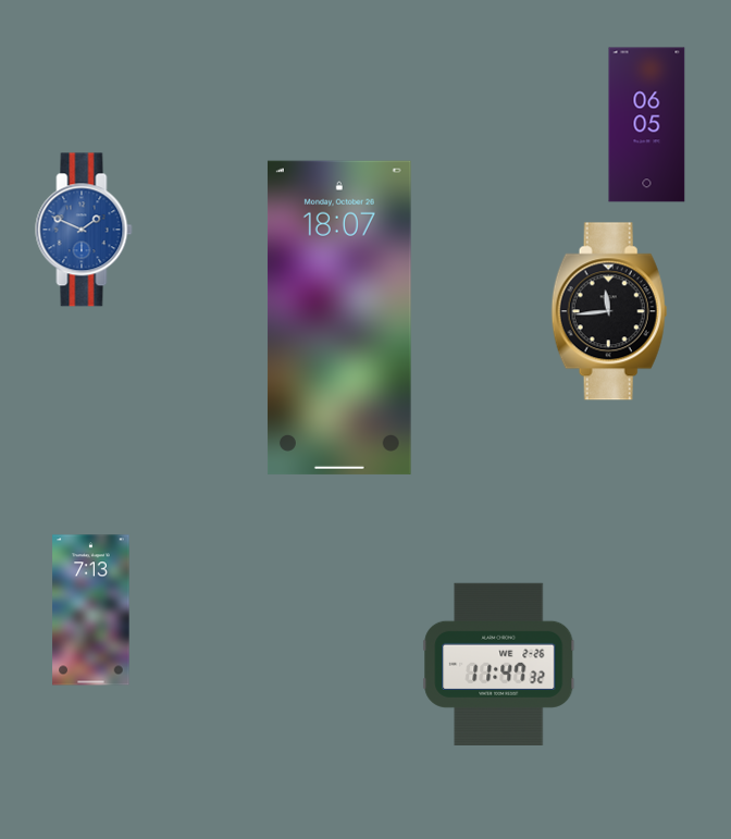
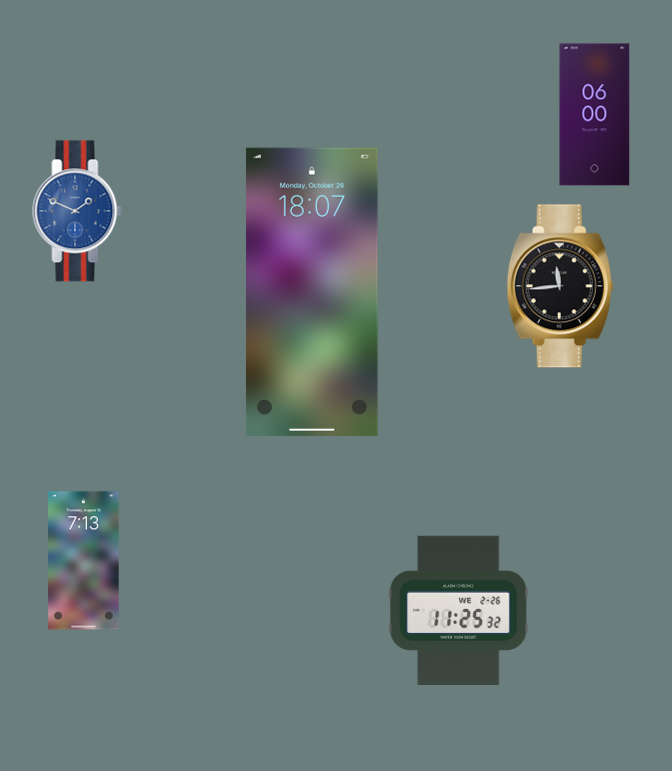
clock at (647, 125): 06:05 -> 06:00
clock at (499, 664): 11:47 -> 11:25
